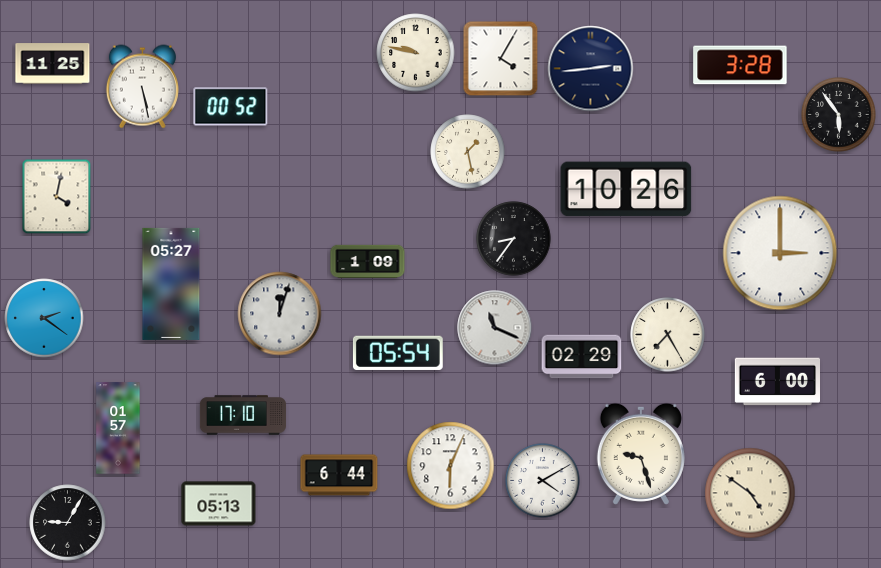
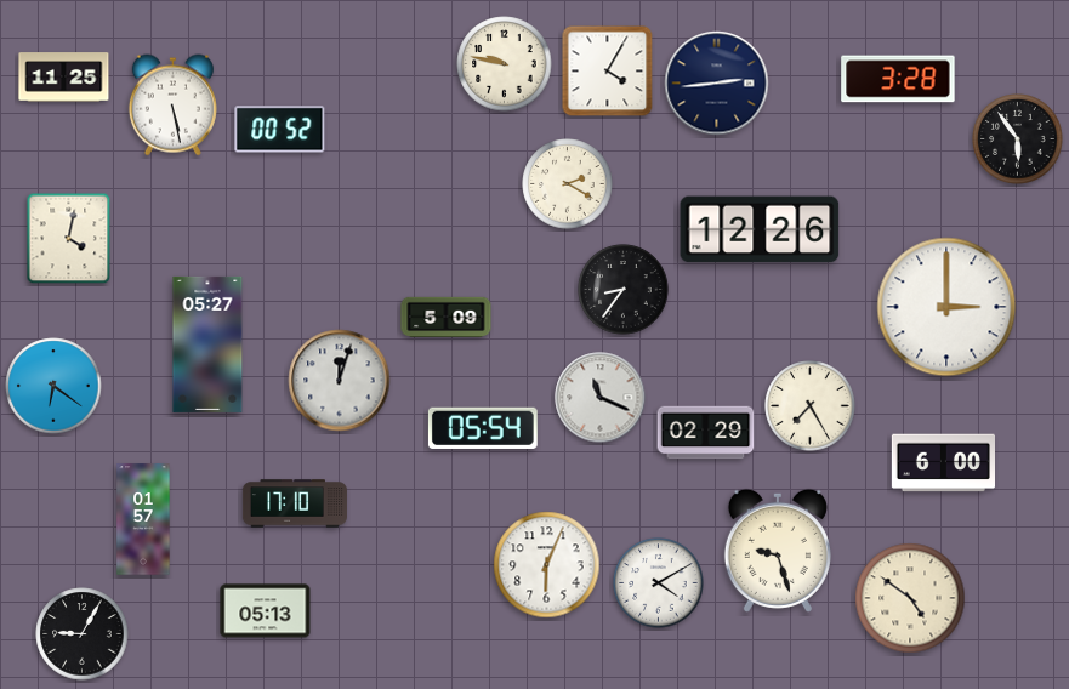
clock at (468, 152): 1:28 -> 2:20
clock at (626, 189): 10:26 -> 12:26
clock at (368, 262): 1:09 -> 5:09
clock at (44, 318): 2:21 -> 6:21
clock at (339, 475): 6:44 -> none
